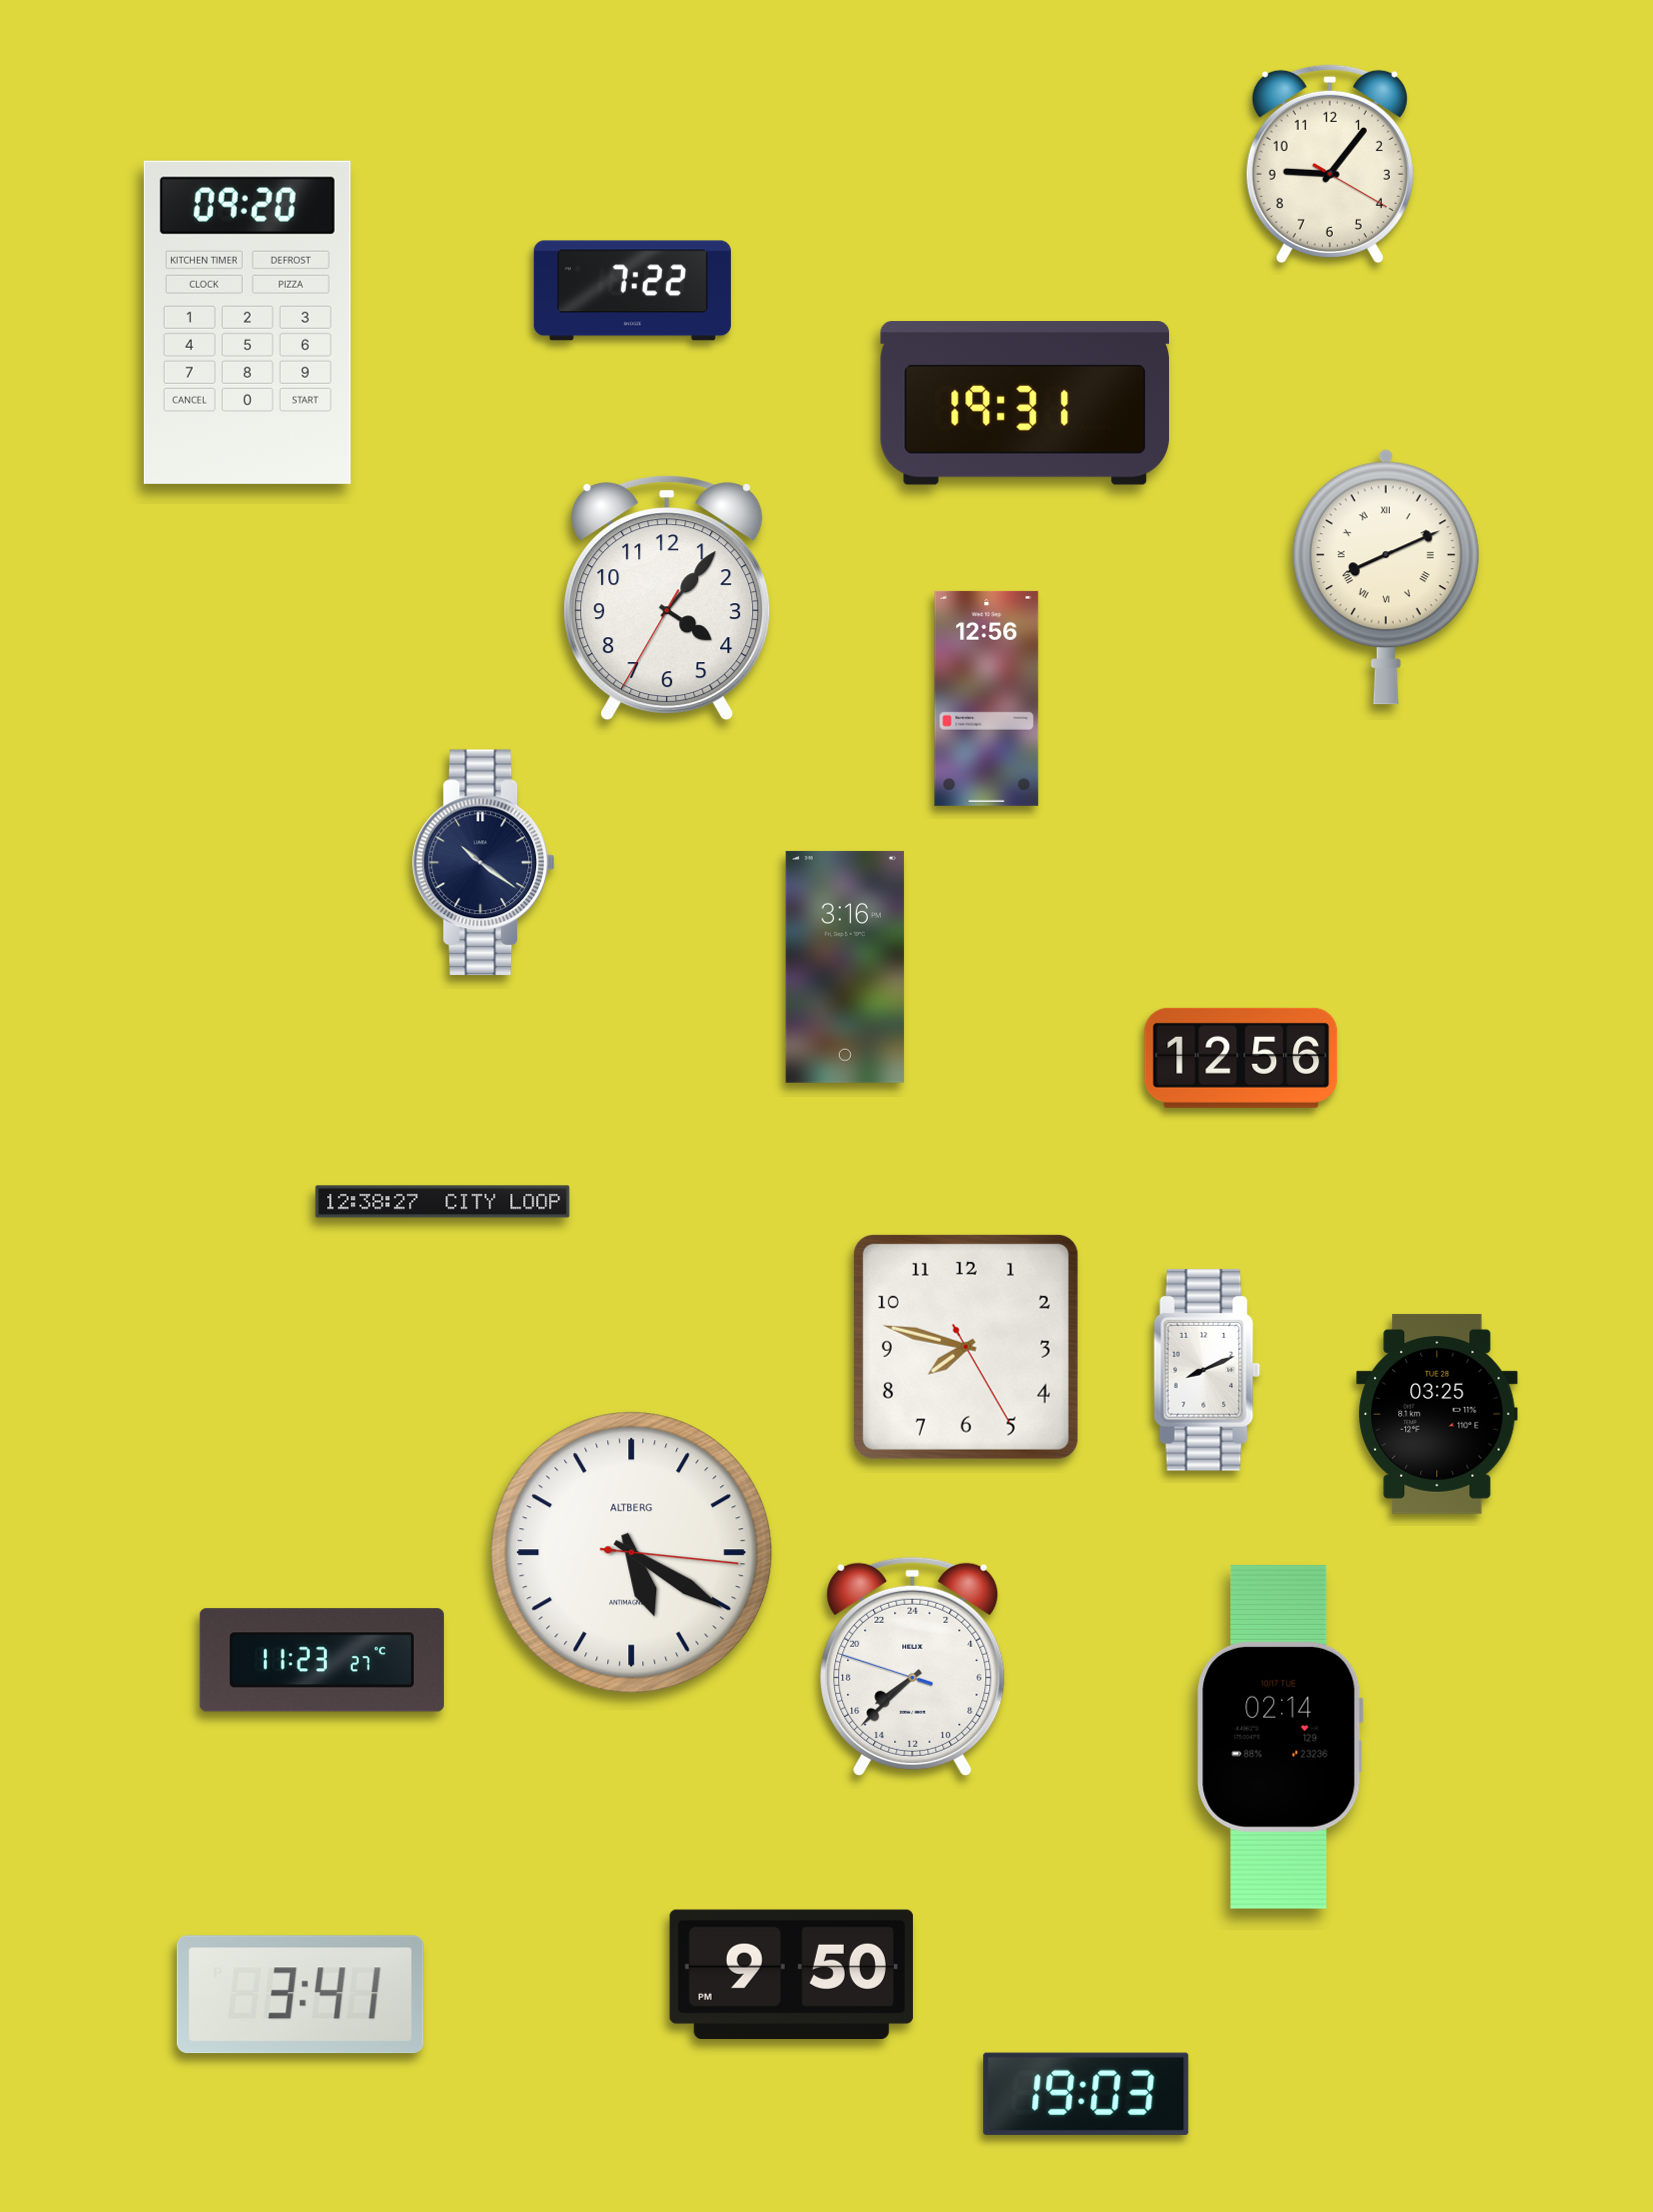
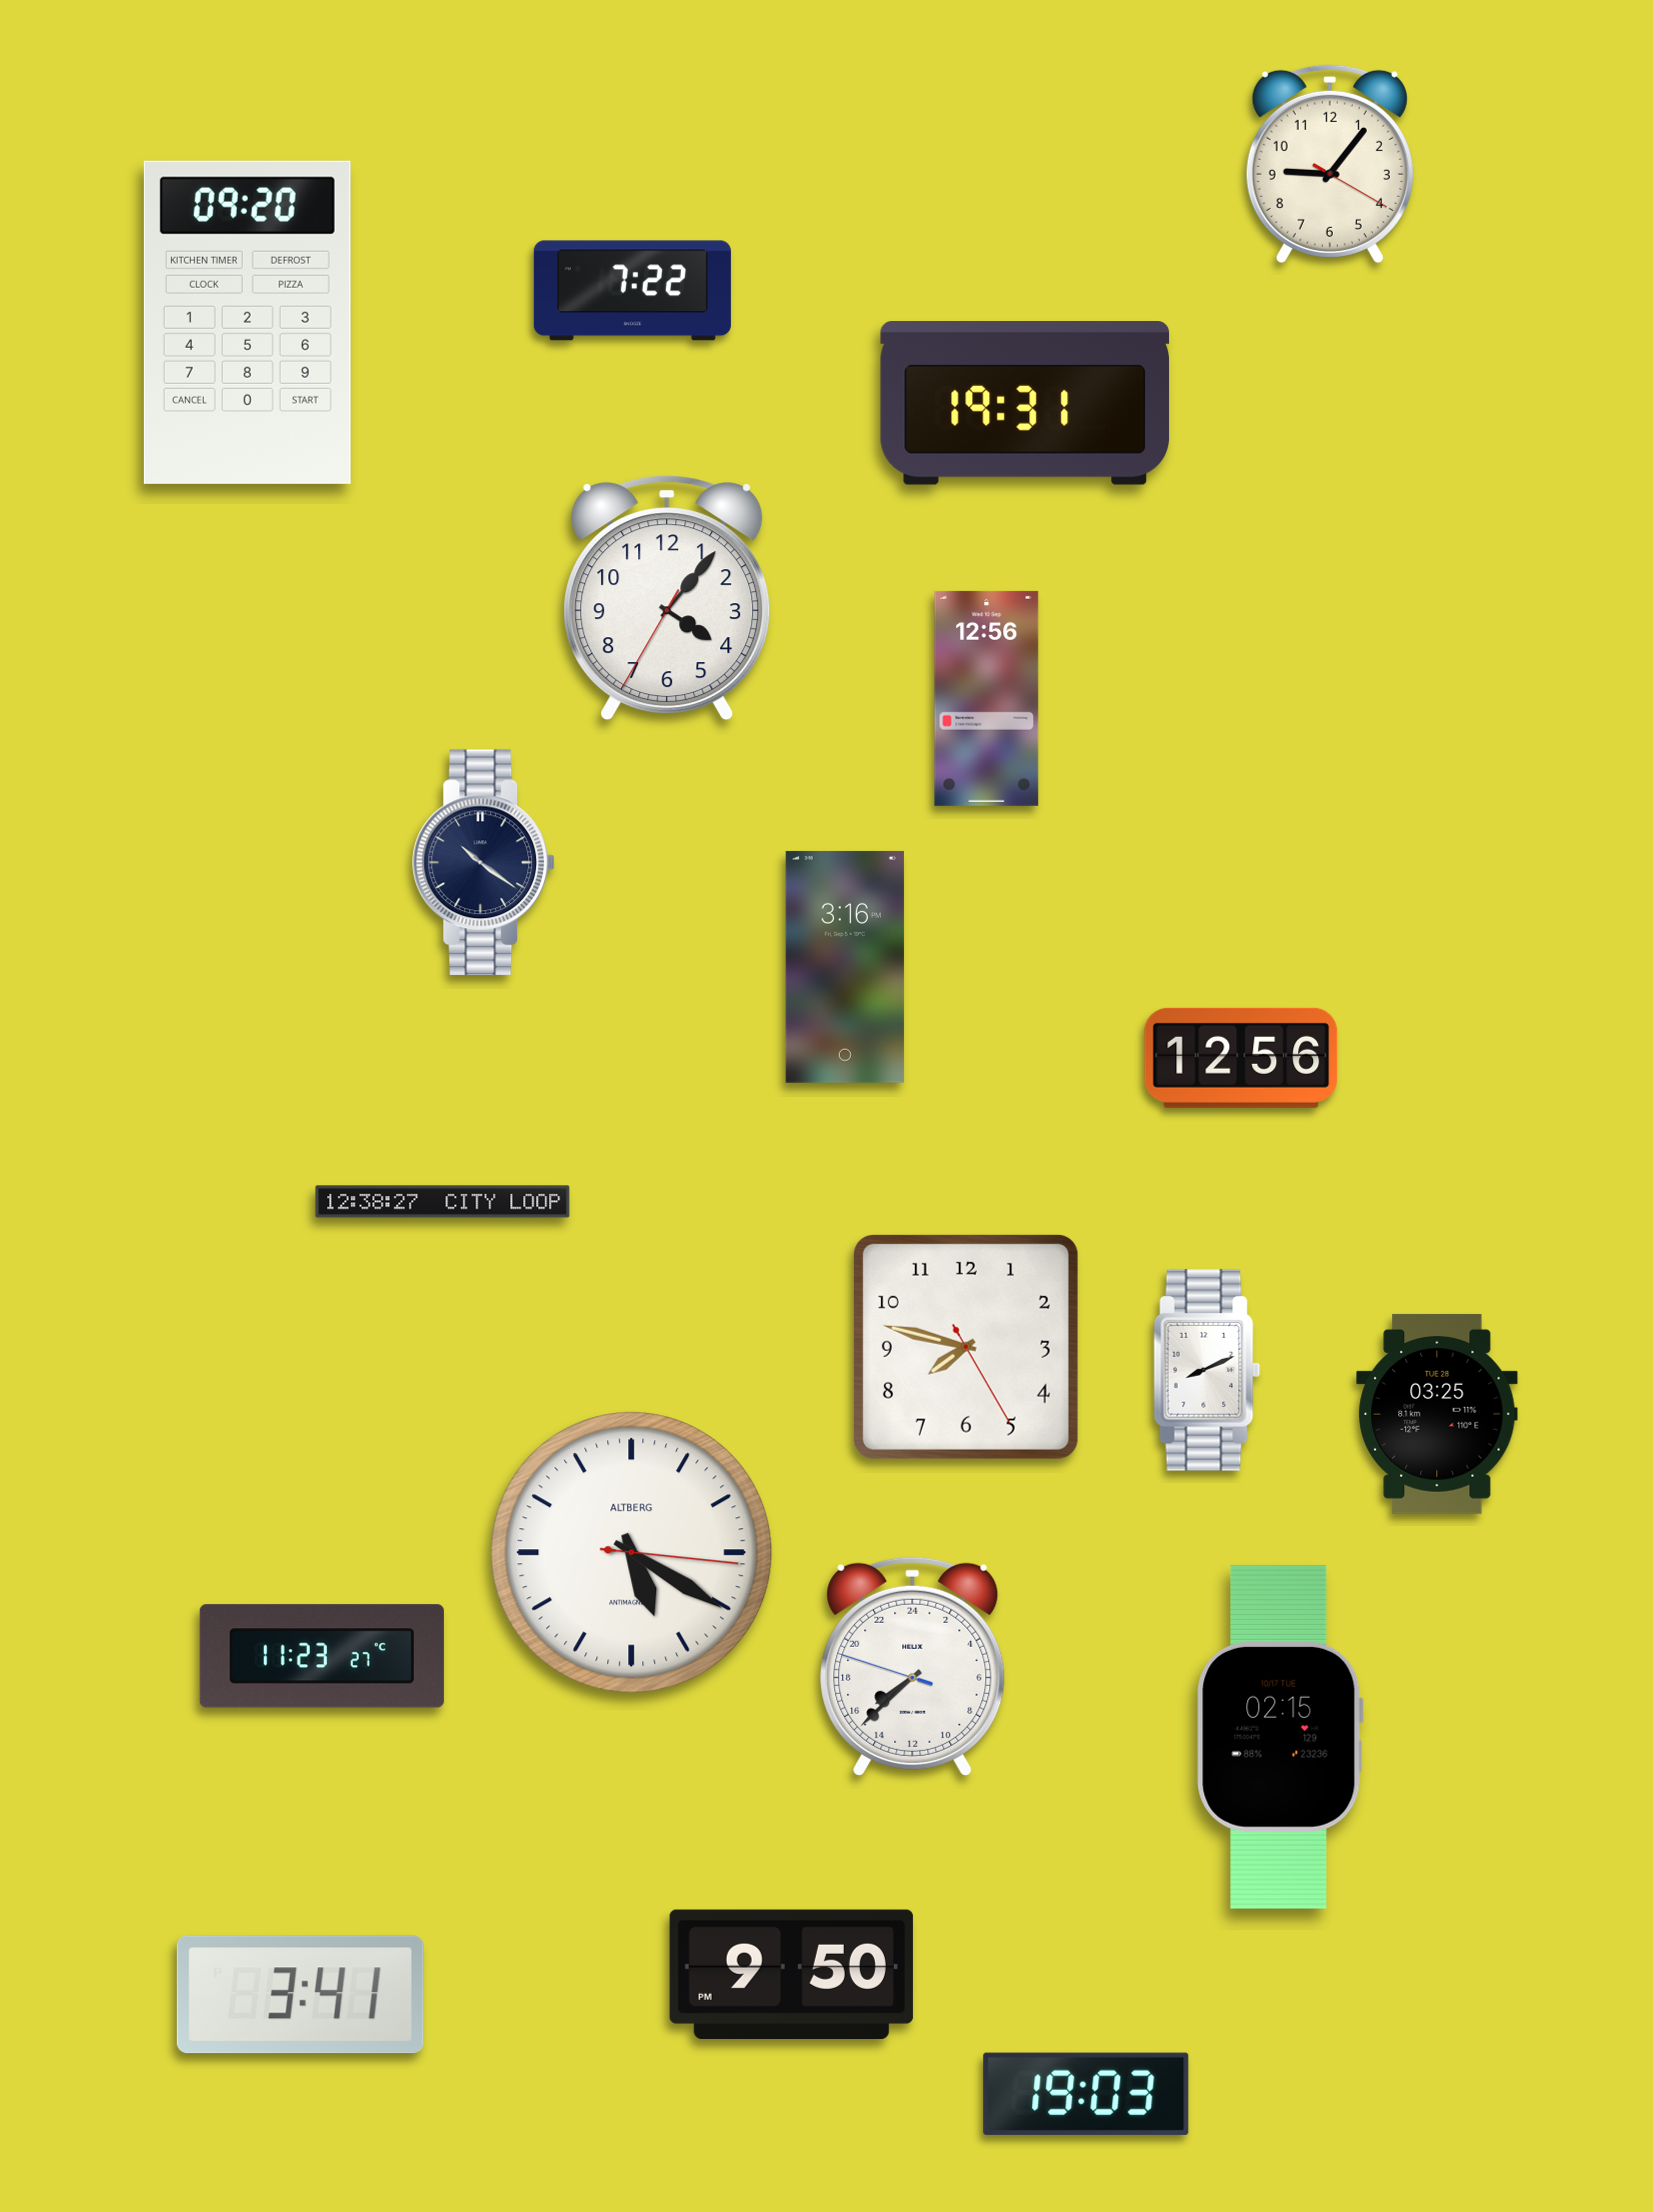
clock at (1386, 577): 8:11 -> none
clock at (322, 1660) position: (322, 1660) -> (322, 1656)
clock at (1280, 1737): 02:14 -> 02:15
